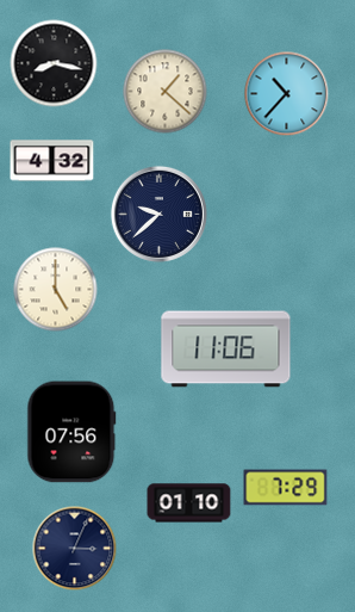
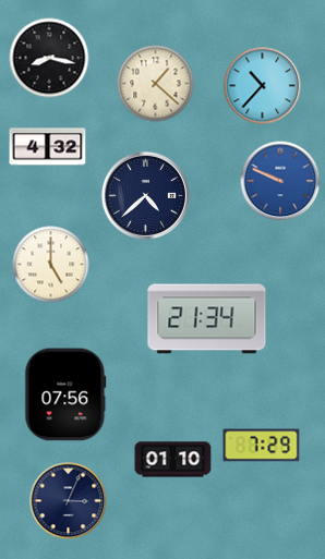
clock at (166, 92) position: (166, 92) -> (156, 84)
clock at (280, 181): none -> 9:49
clock at (158, 214): 9:38 -> 4:38
clock at (226, 350): 11:06 -> 21:34
